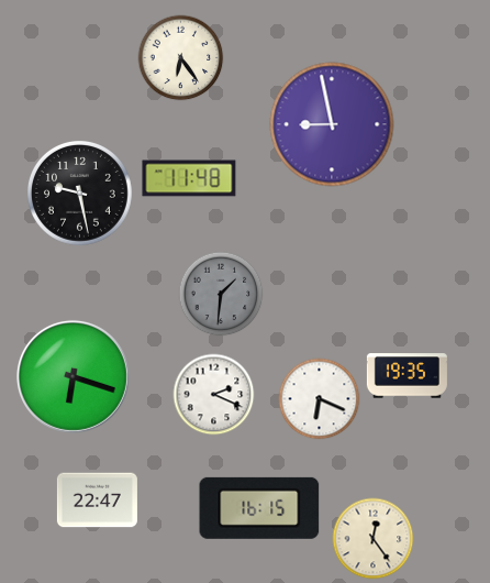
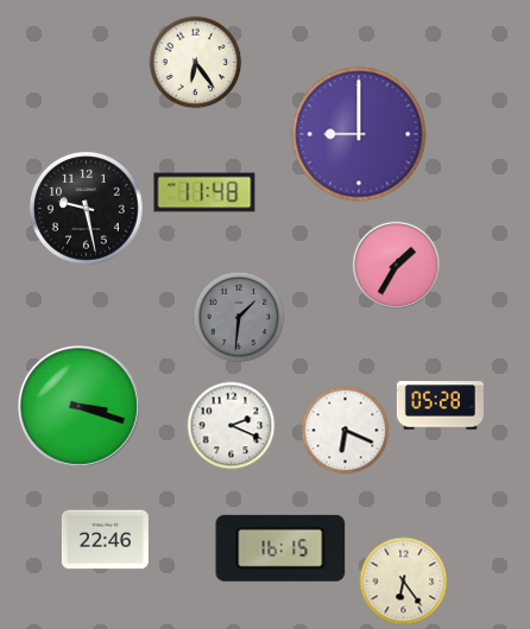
clock at (332, 124): 8:58 -> 9:00
clock at (397, 266): none -> 1:35
clock at (73, 376): 6:18 -> 3:18
clock at (407, 376): 19:35 -> 05:28
clock at (97, 501): 22:47 -> 22:46
clock at (374, 539): 12:24 -> 6:24
